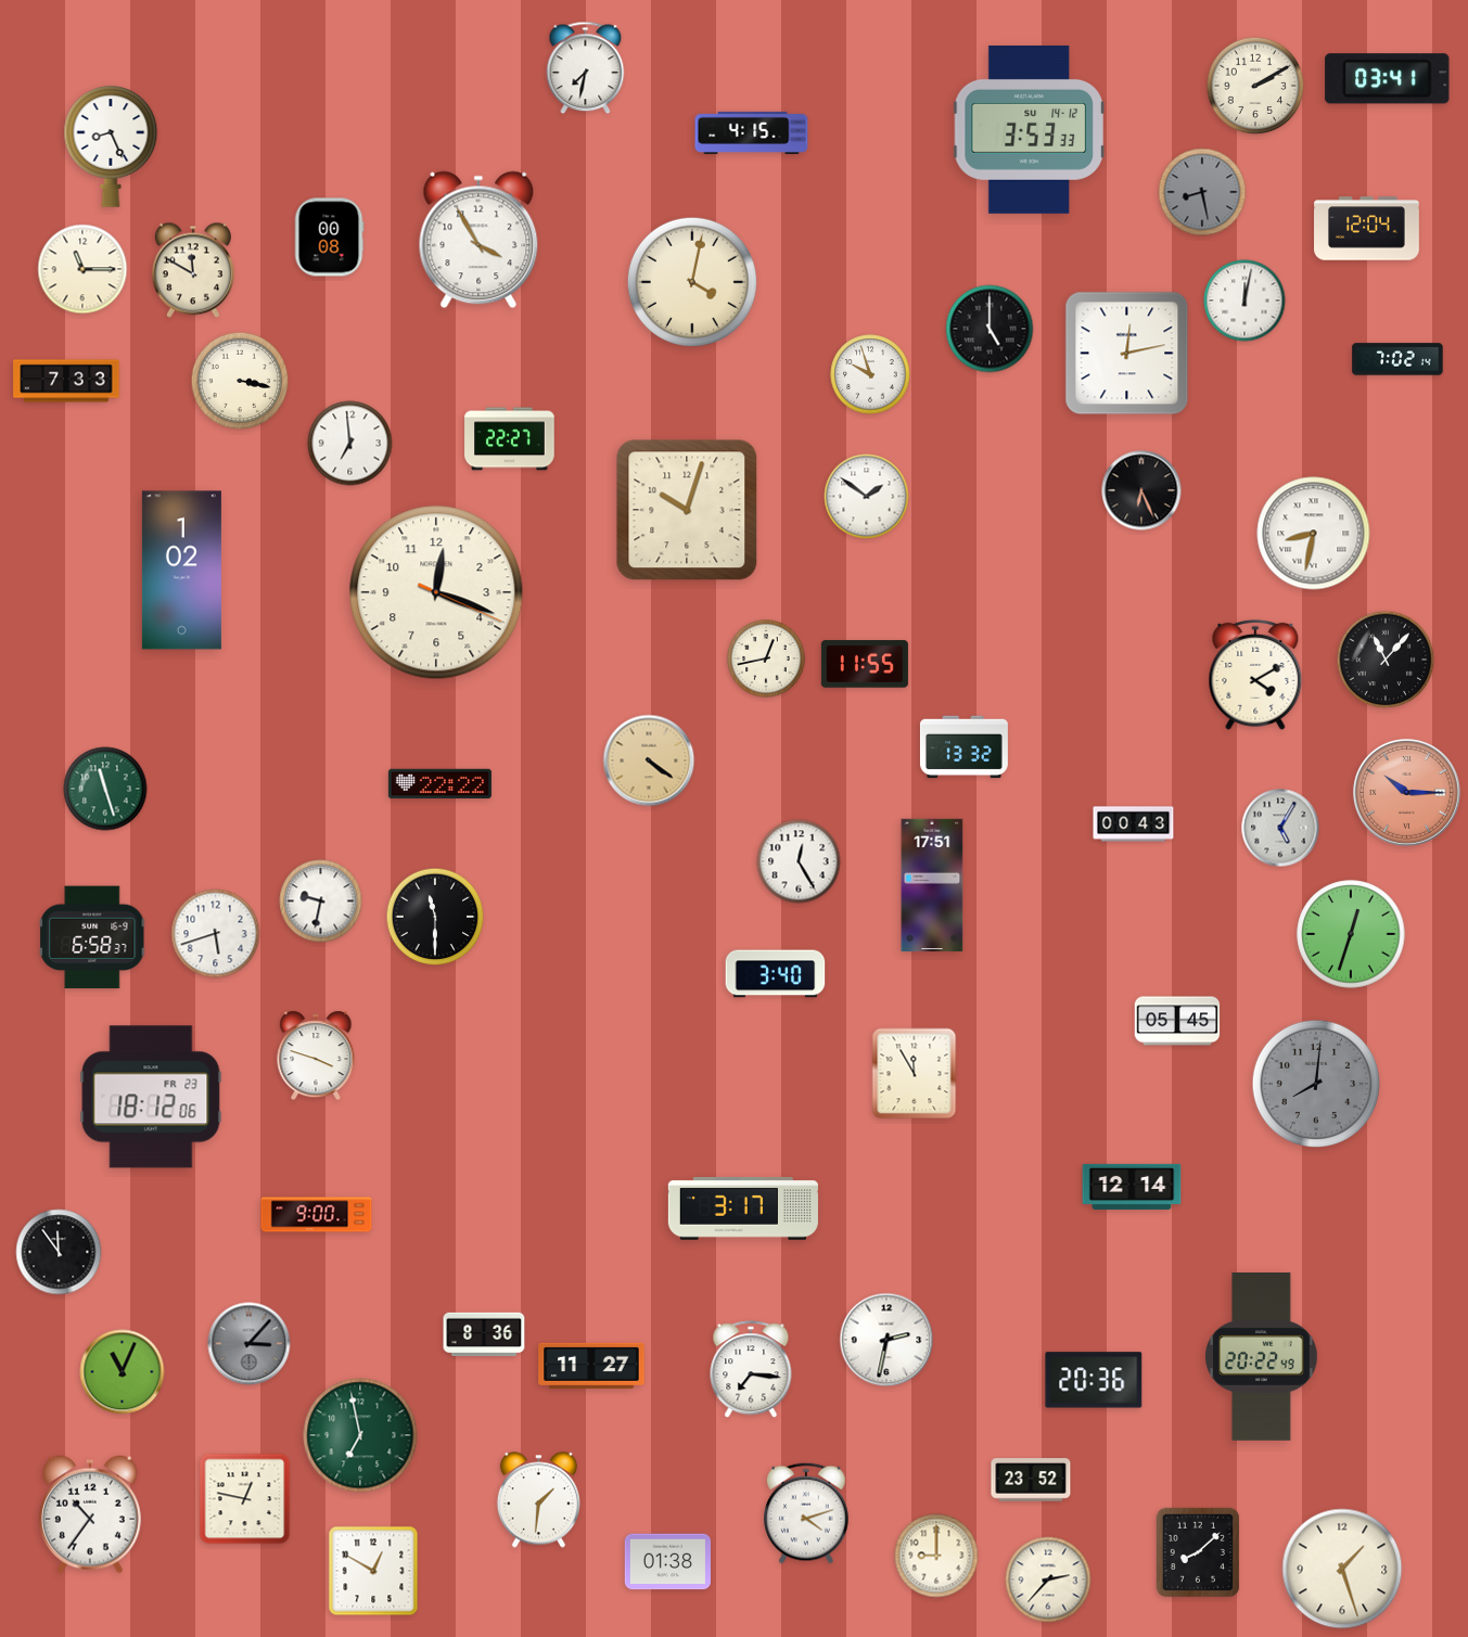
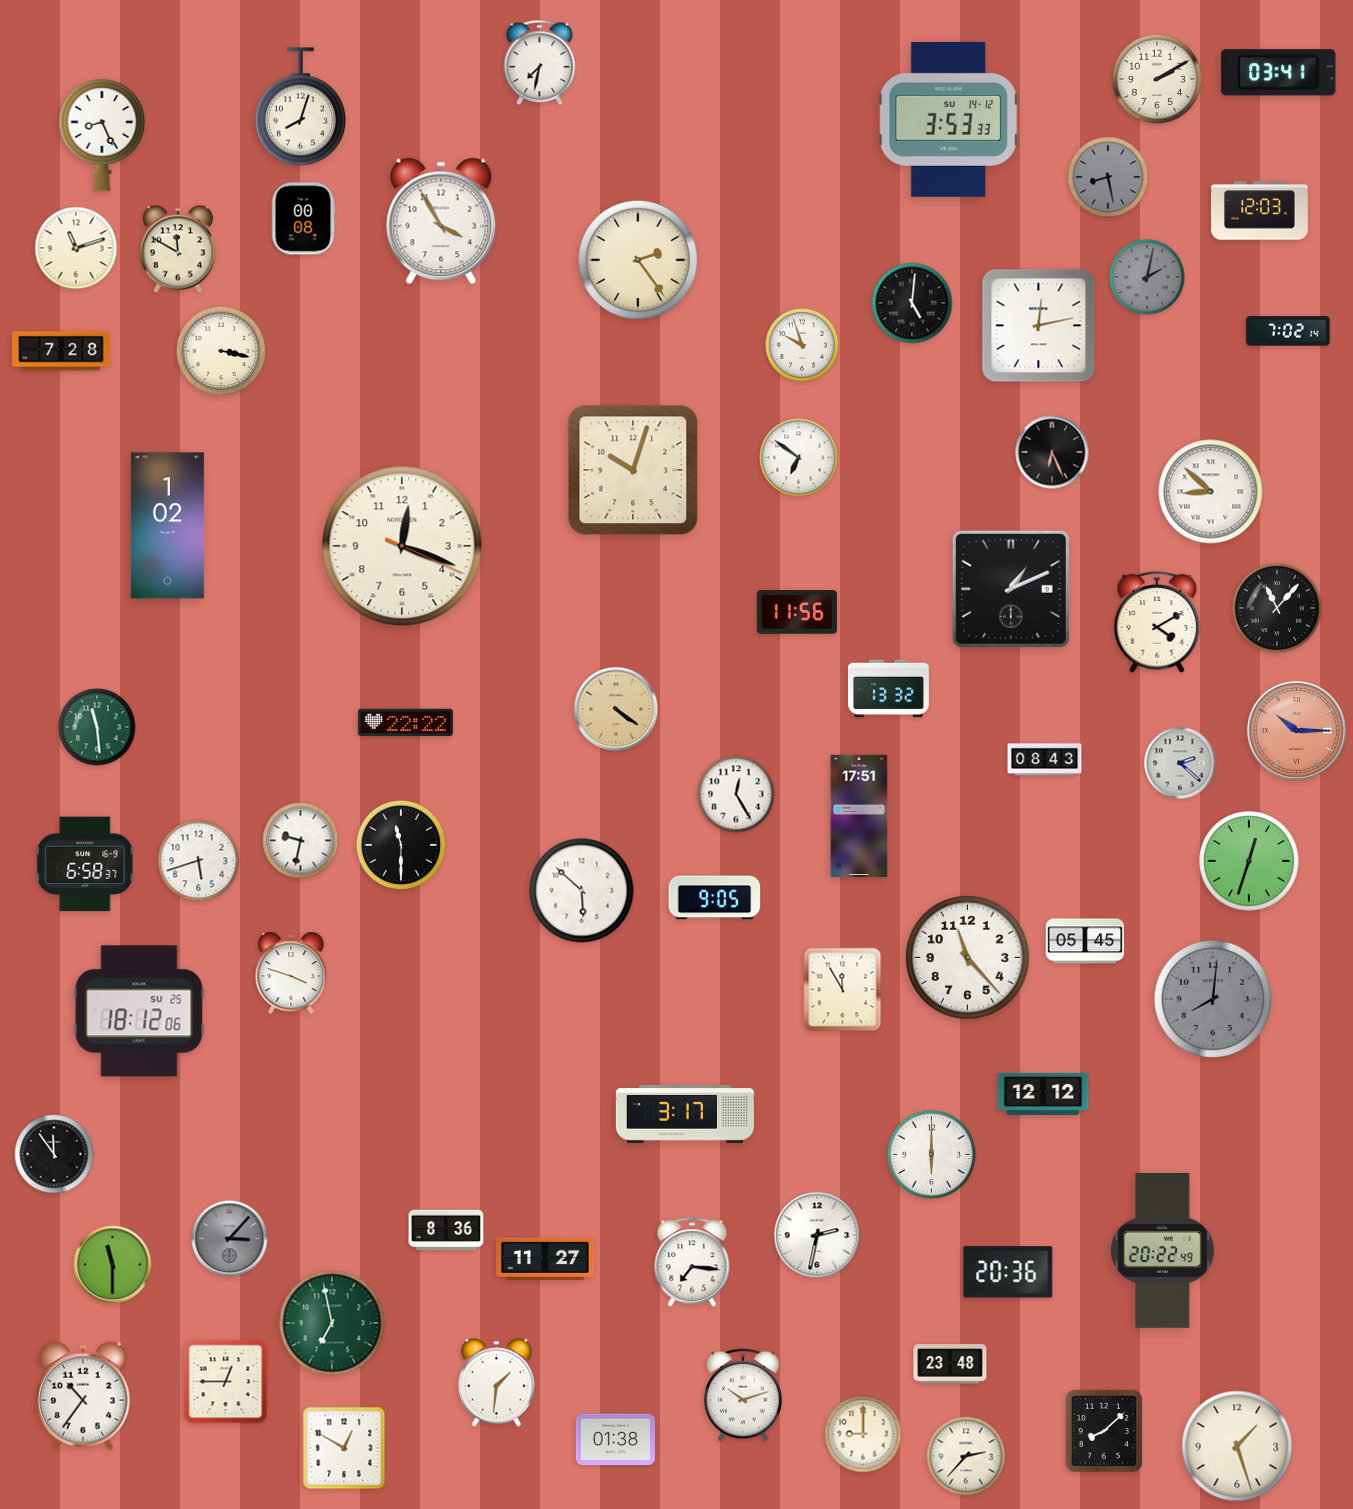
clock at (300, 107): none -> 8:03
clock at (752, 132): 4:15 -> none
clock at (1367, 229): 12:04 -> 12:03
clock at (82, 269): 11:15 -> 11:12
clock at (692, 282): 4:02 -> 2:24
clock at (1244, 300): 12:02 -> 2:02
clock at (1244, 300) dial: white -> grey
clock at (990, 329): 5:00 -> 5:01
clock at (66, 381): 7:33 -> 7:28
clock at (510, 439): 22:27 -> none
clock at (350, 444): 6:59 -> none
clock at (867, 497): 1:51 -> 6:51
clock at (1314, 534): 8:32 -> 8:52
clock at (1011, 589): none -> 1:11
clock at (766, 658): 12:43 -> none
clock at (865, 664): 11:55 -> 11:56
clock at (649, 760) position: (649, 760) -> (616, 709)
clock at (105, 789): 11:27 -> 11:29
clock at (1134, 824): 00:43 -> 08:43
clock at (1280, 828): 5:05 -> 2:22
clock at (321, 901) position: (321, 901) -> (301, 841)
clock at (1351, 934) position: (1351, 934) -> (1249, 861)
clock at (582, 891): none -> 5:52
clock at (776, 974): 3:40 -> 9:05
clock at (967, 957): none -> 11:23
clock at (151, 1097) date: FR 23 -> SU 25
clock at (1132, 1187): 12:14 -> 12:12
clock at (317, 1215): 9:00 -> none
clock at (932, 1155): none -> 6:00
clock at (123, 1372): 11:04 -> 11:30
clock at (1031, 1480): 23:52 -> 23:48
clock at (245, 1499): 12:47 -> 12:45
clock at (807, 1513): 4:12 -> 10:12
